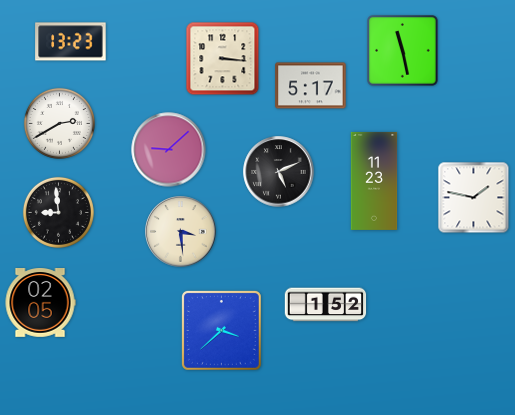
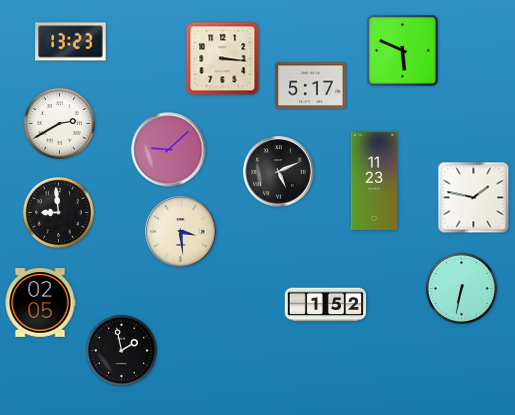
clock at (403, 51): 11:28 -> 5:49
clock at (461, 288): none -> 6:32
clock at (222, 331): 3:38 -> none
clock at (121, 350): none -> 1:58
